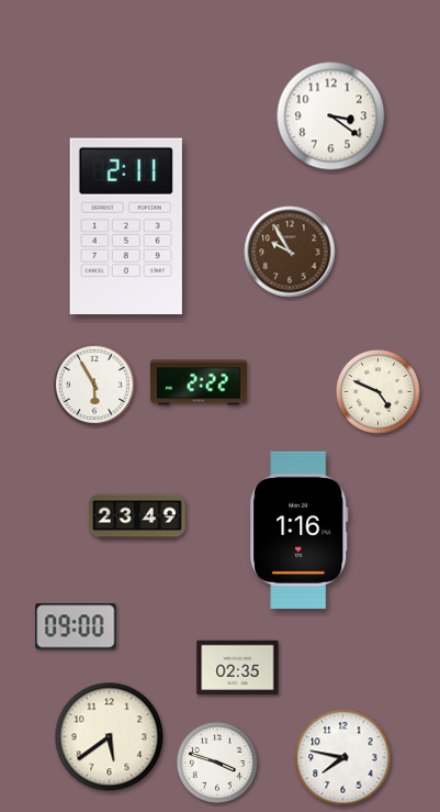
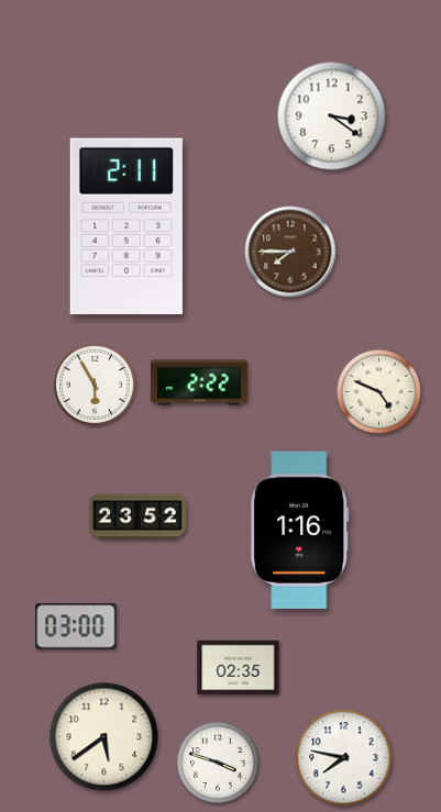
clock at (290, 252): 9:55 -> 7:45
clock at (137, 516): 23:49 -> 23:52
clock at (76, 626): 09:00 -> 03:00
clock at (110, 737) position: (110, 737) -> (104, 737)
